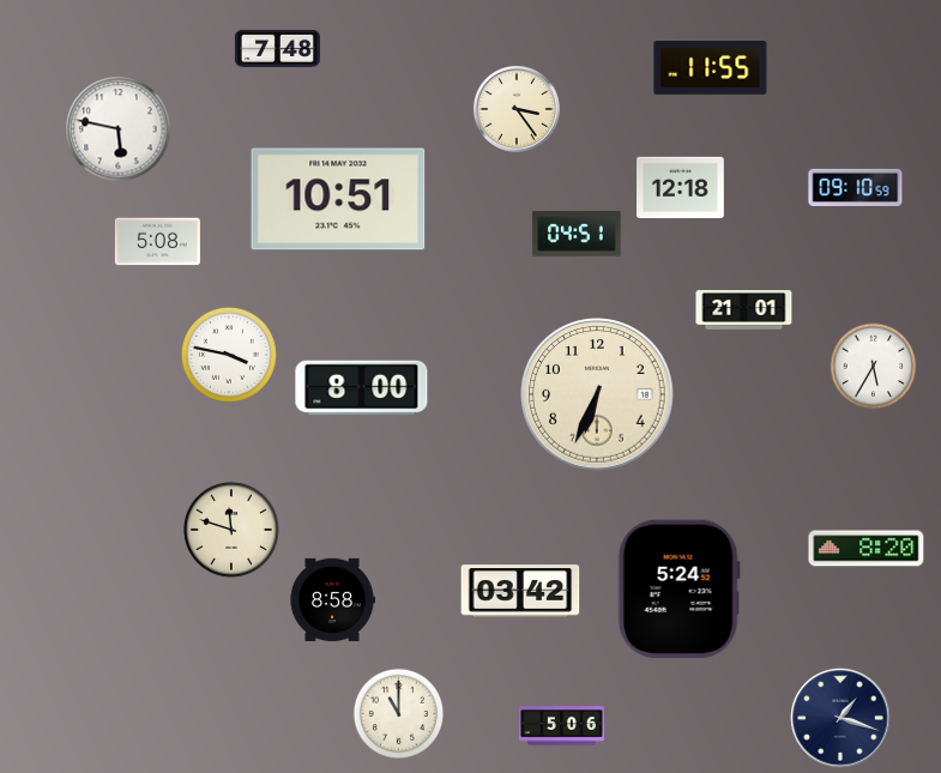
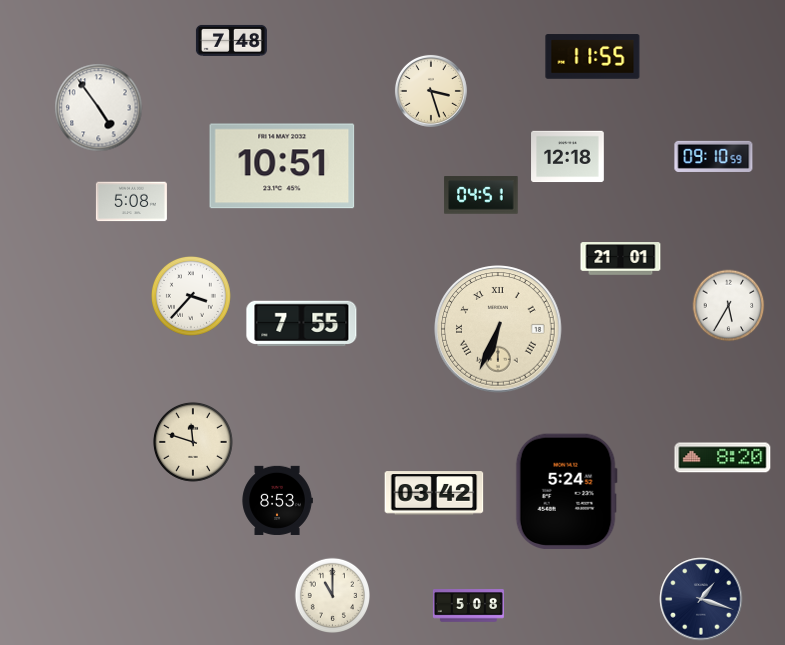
clock at (517, 109): 3:24 -> 3:27
clock at (119, 129): 5:47 -> 4:54
clock at (229, 355): 3:47 -> 3:37
clock at (362, 388): 8:00 -> 7:55
clock at (597, 394) numerals: Arabic -> Roman
clock at (332, 599): 8:58 -> 8:53
clock at (561, 726): 5:06 -> 5:08
